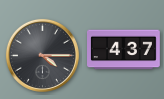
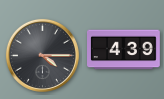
clock at (124, 50): 4:37 -> 4:39
